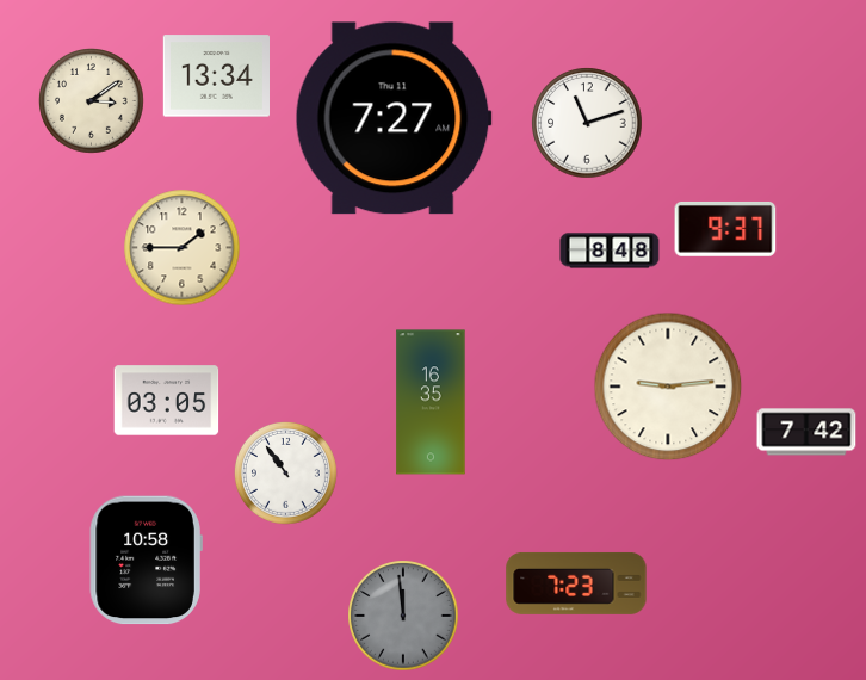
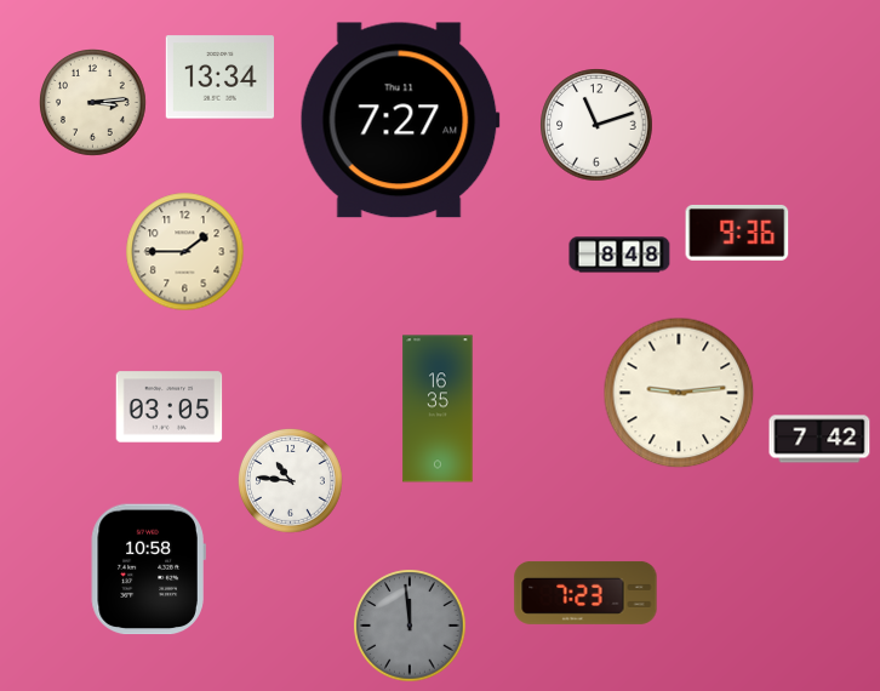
clock at (92, 101): 3:09 -> 3:14
clock at (725, 229): 9:37 -> 9:36
clock at (285, 472): 10:54 -> 10:46
